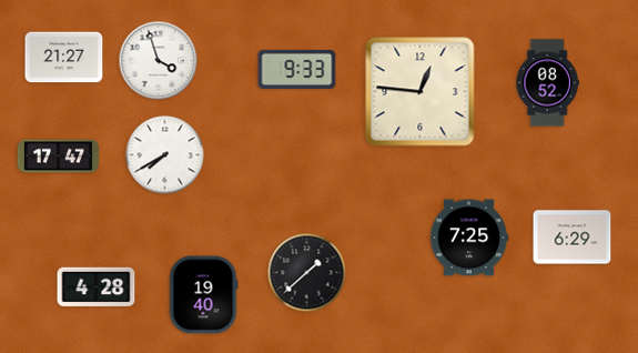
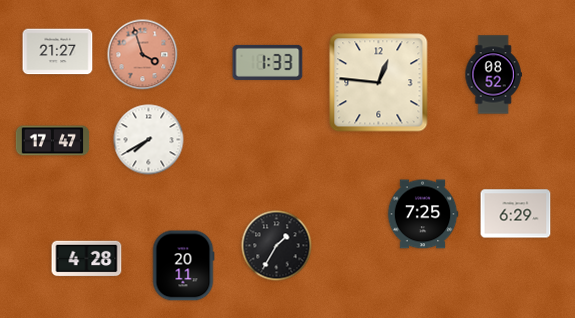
clock at (159, 61) dial: white -> salmon
clock at (297, 69): 9:33 -> 1:33
clock at (307, 273): 1:38 -> 1:35
clock at (203, 295): 19:40 -> 20:11
